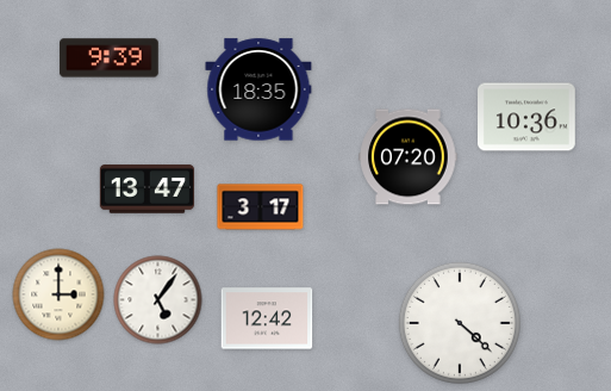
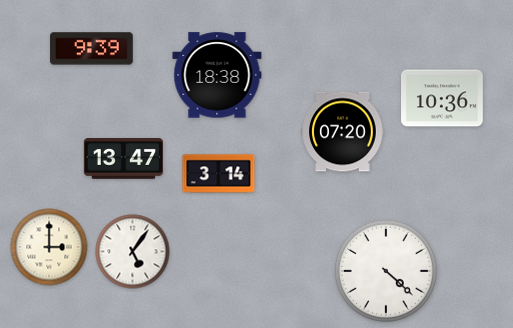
clock at (258, 89): 18:35 -> 18:38
clock at (261, 207): 3:17 -> 3:14
clock at (267, 318): 12:42 -> none
